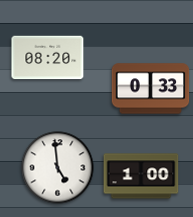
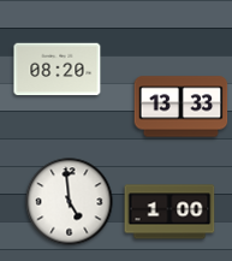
clock at (151, 89): 0:33 -> 13:33
